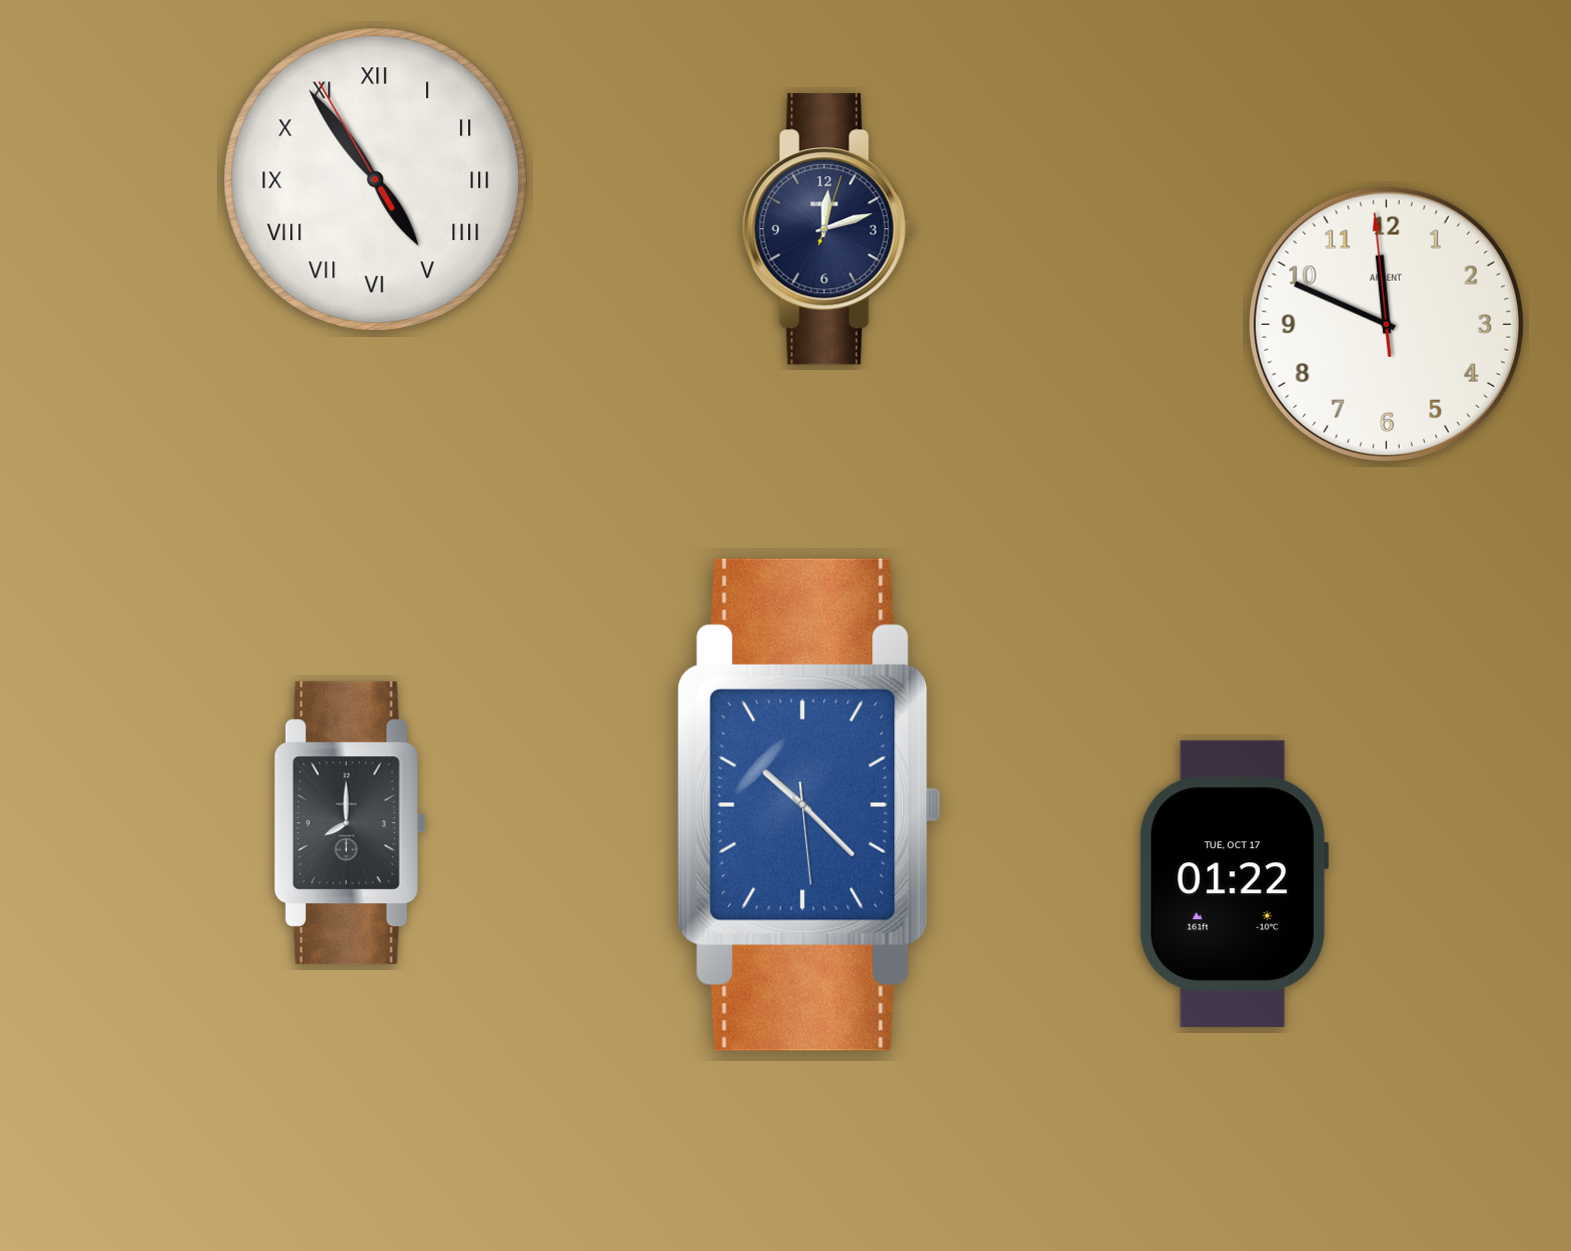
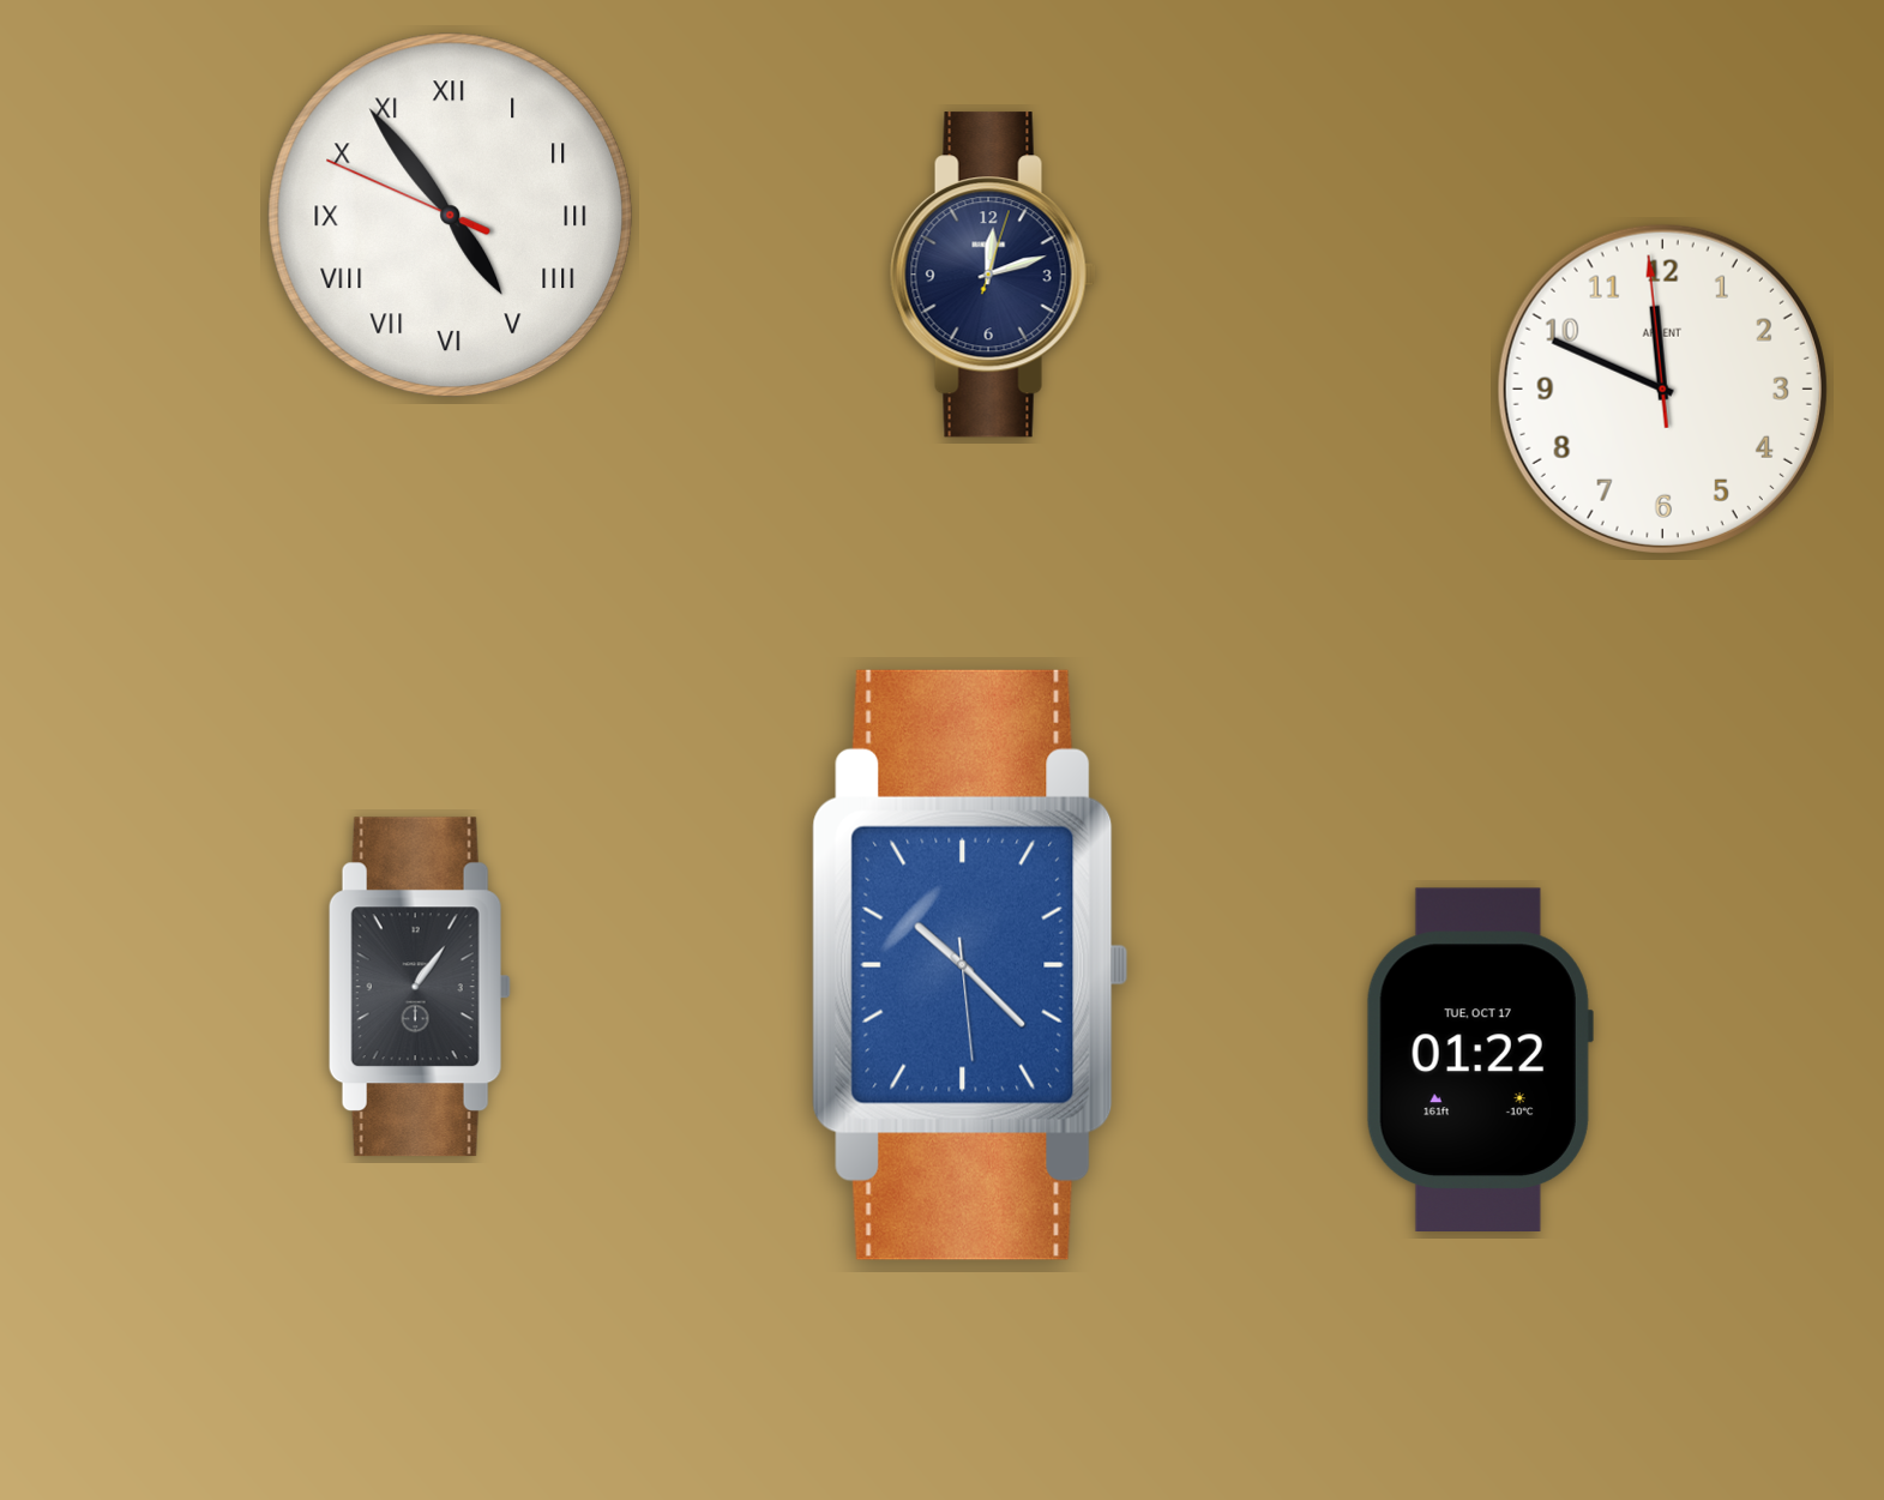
clock at (376, 180): 4:53:55 -> 4:53:49
clock at (350, 823): 8:00 -> 1:06
